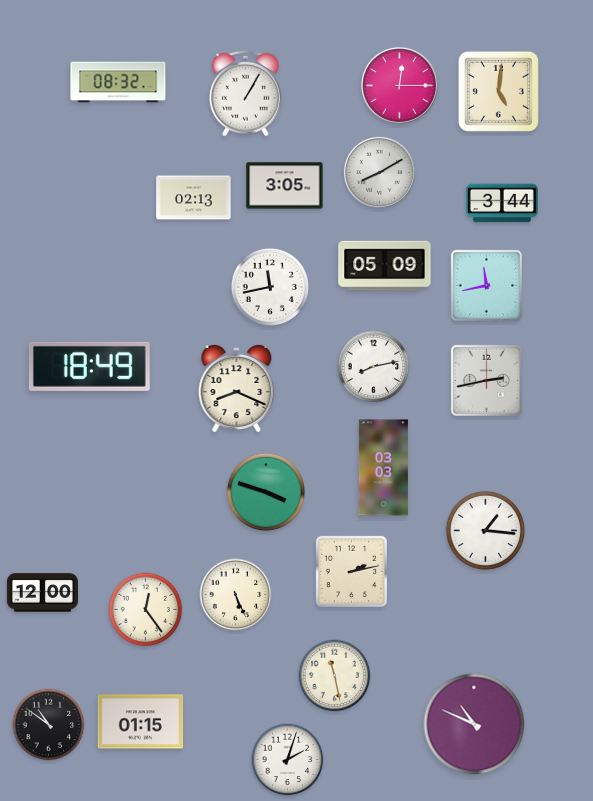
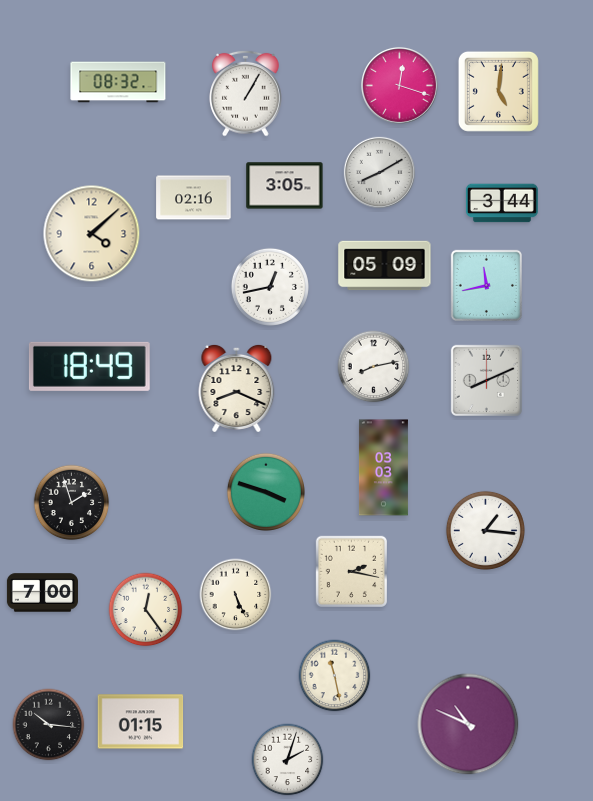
clock at (399, 85): 12:15 -> 12:18
clock at (194, 198): 02:13 -> 02:16
clock at (92, 234): none -> 4:08
clock at (270, 287): 11:43 -> 12:43
clock at (486, 380): 2:43 -> 8:11
clock at (72, 503): none -> 1:57
clock at (351, 571): 2:13 -> 2:17
clock at (42, 593): 12:00 -> 7:00
clock at (474, 724) position: (474, 724) -> (468, 724)
clock at (49, 725): 10:51 -> 10:16
